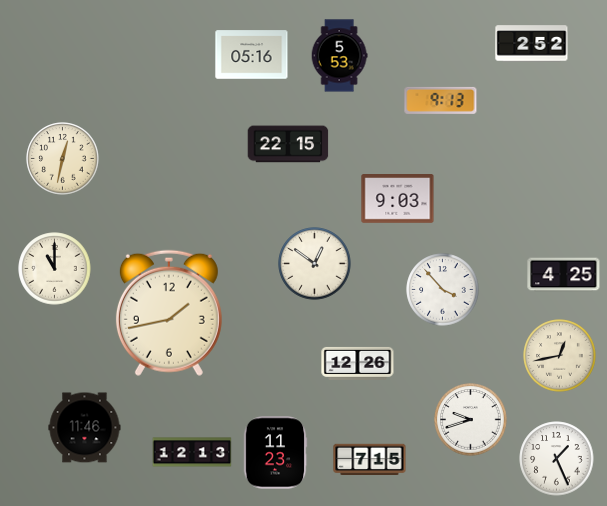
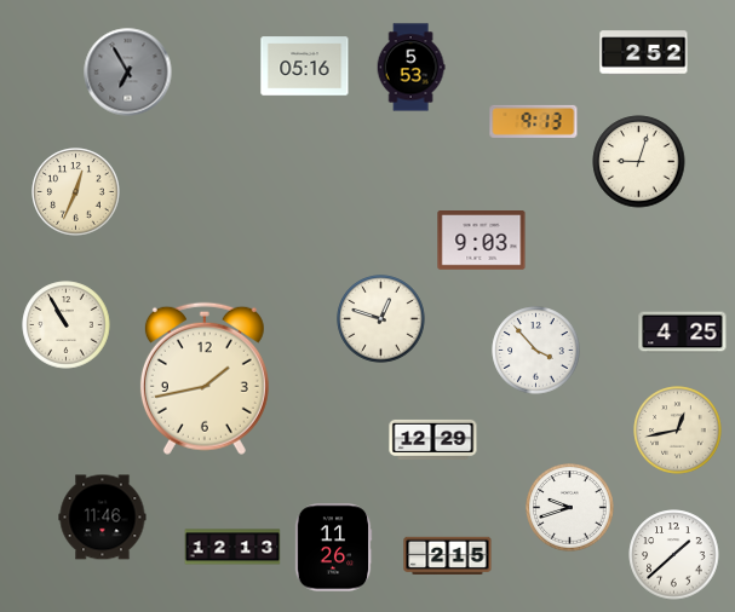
clock at (128, 73): none -> 6:55
clock at (639, 162): none -> 9:03
clock at (288, 144): 22:15 -> none
clock at (63, 159): 12:32 -> 12:34
clock at (315, 264): 12:51 -> 12:48
clock at (55, 269): 11:00 -> 10:55
clock at (358, 363): 12:26 -> 12:29
clock at (275, 453): 11:23 -> 11:26
clock at (557, 459): 1:26 -> 1:38
clock at (370, 460): 7:15 -> 2:15
